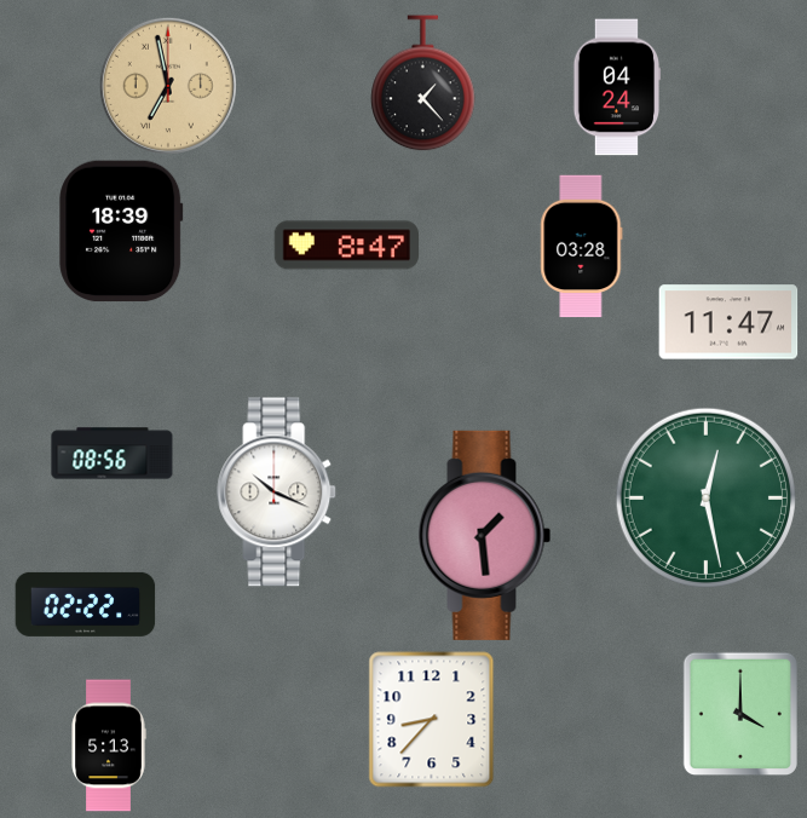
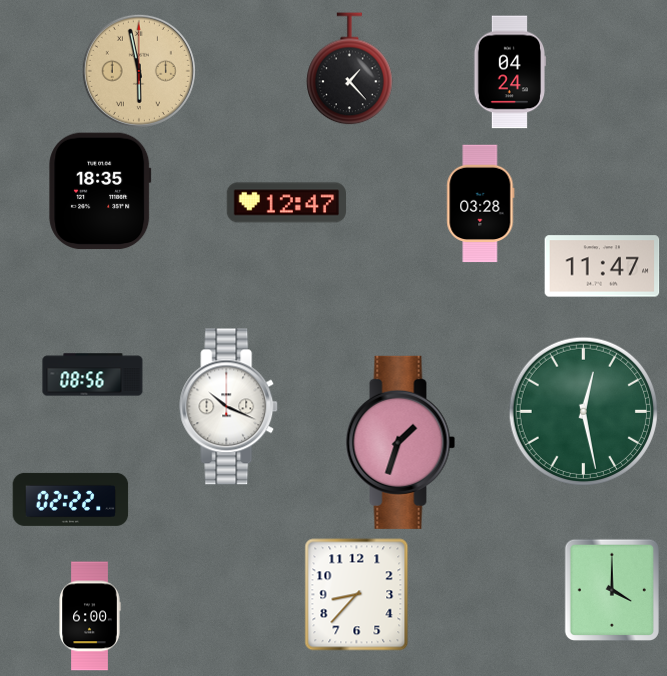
clock at (168, 86): 6:58 -> 5:58
clock at (121, 231): 18:39 -> 18:35
clock at (347, 246): 8:47 -> 12:47
clock at (485, 535): 1:29 -> 1:33
clock at (109, 745): 5:13 -> 6:00
